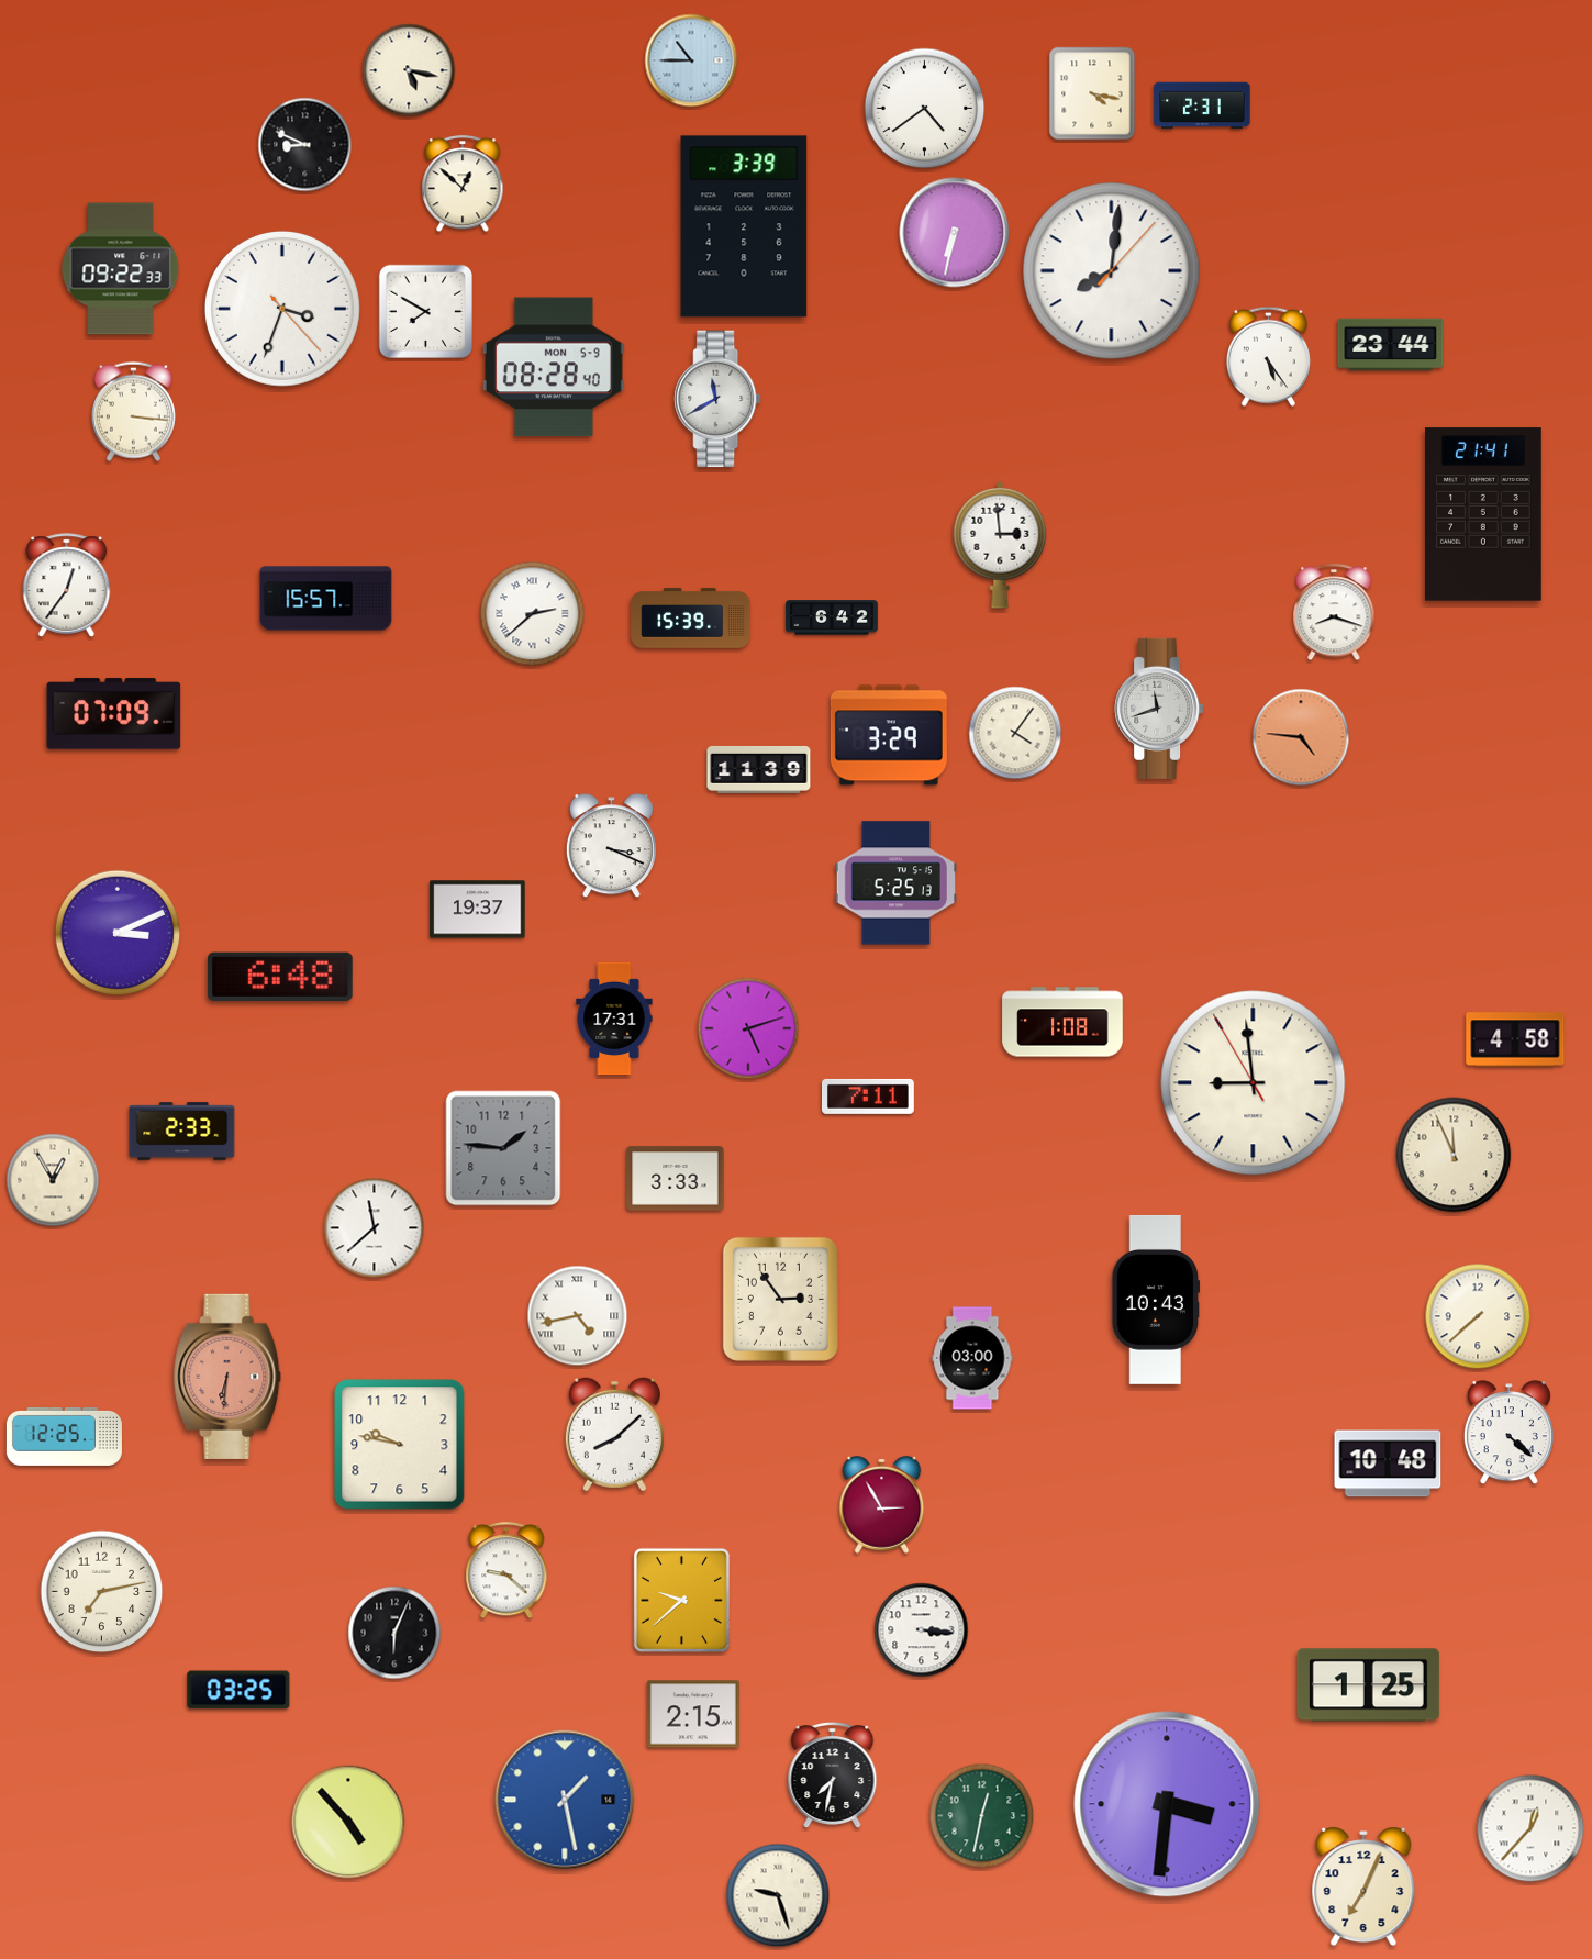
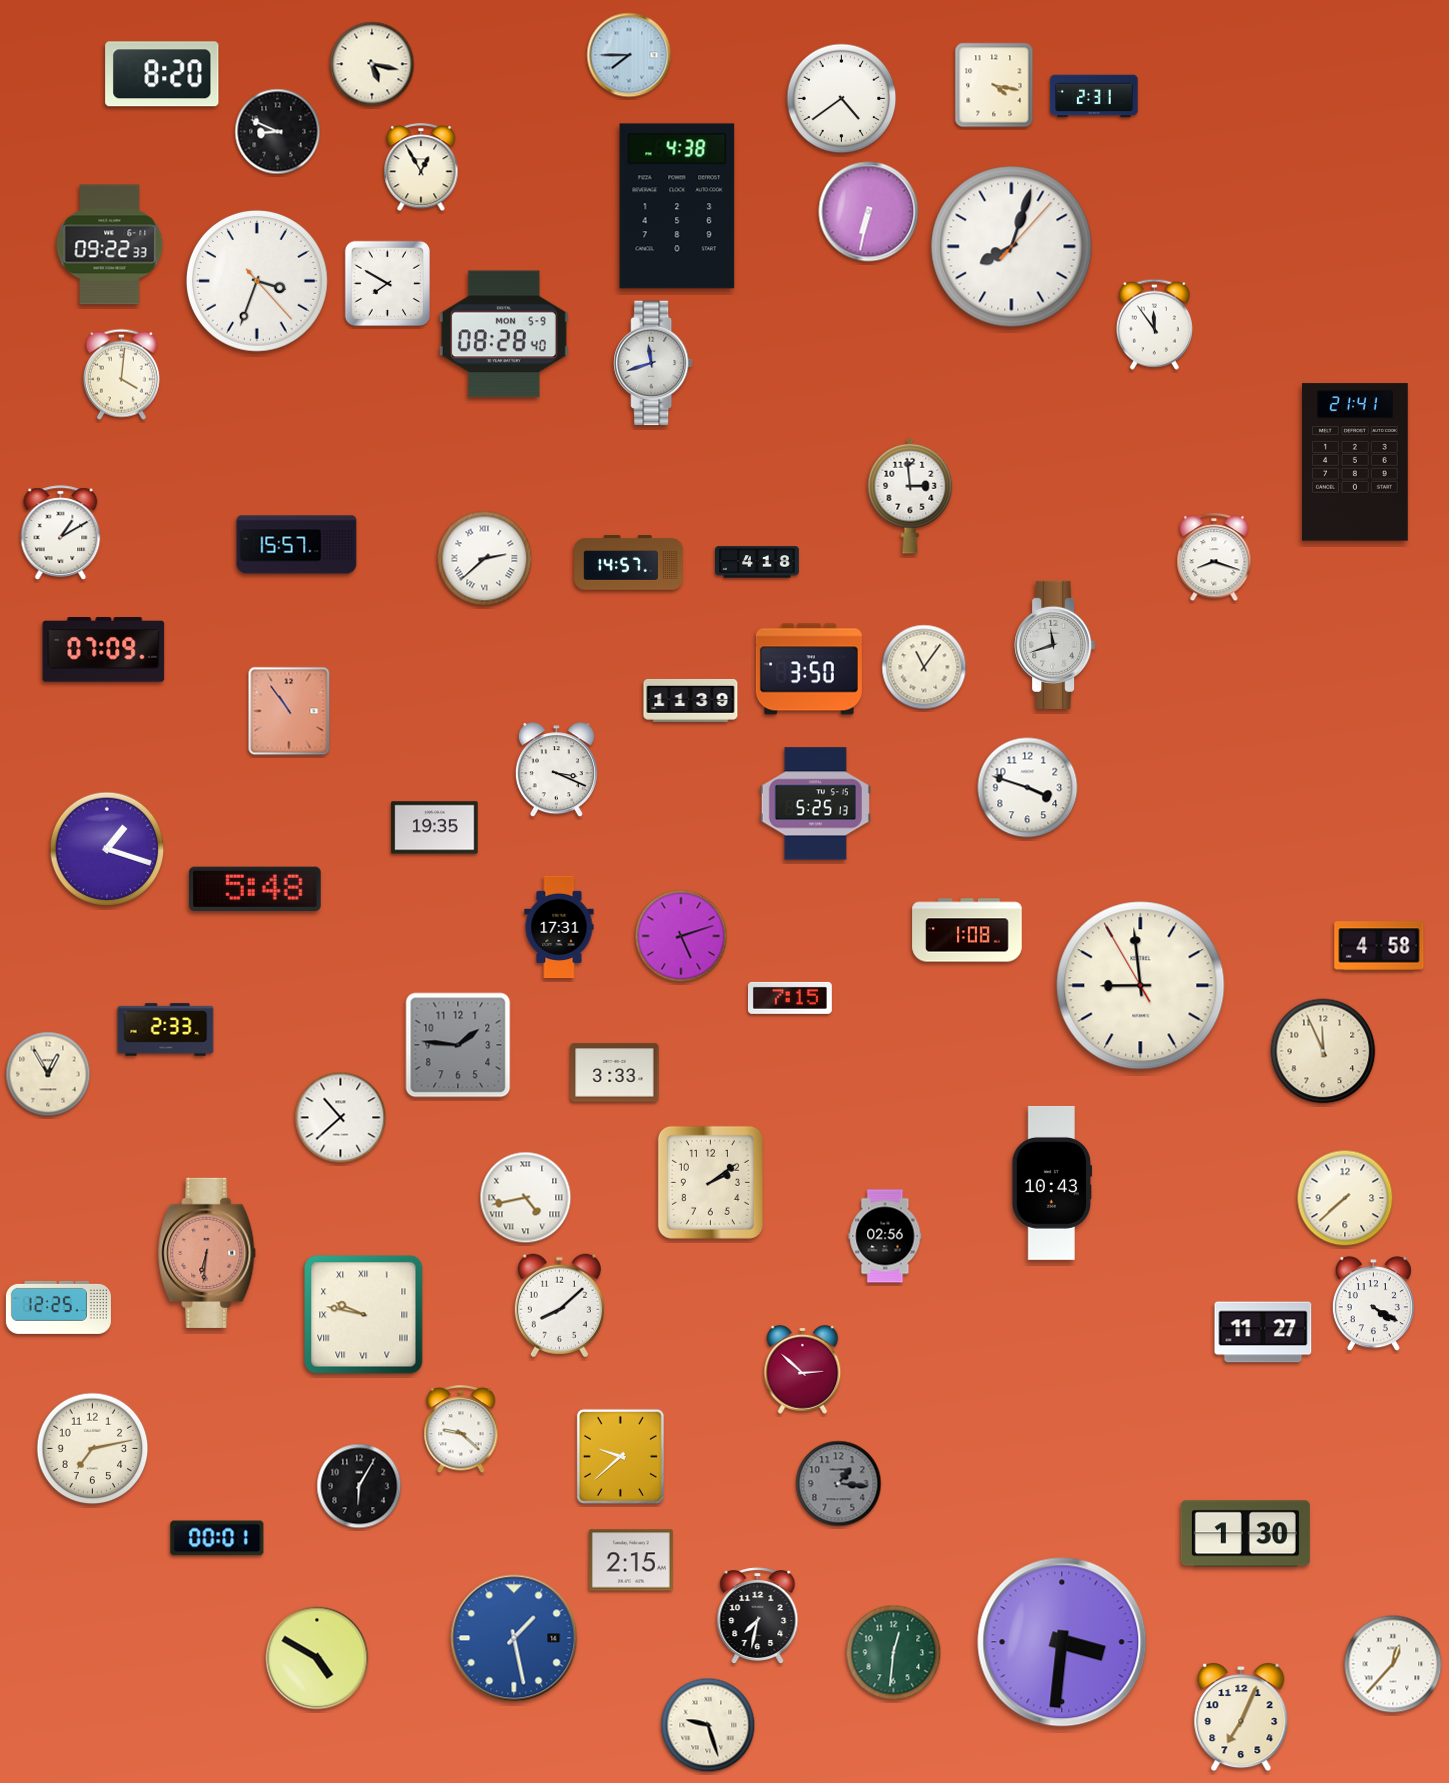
clock at (691, 60): 10:45 -> 7:45
clock at (162, 74): none -> 8:20
clock at (463, 185): 12:52 -> 12:55
clock at (744, 226): 3:39 -> 4:38
clock at (1112, 271): 8:01 -> 8:03
clock at (1391, 345): 23:44 -> none
clock at (1268, 356): 5:24 -> 11:54
clock at (717, 399): 11:40 -> 11:42
clock at (133, 411): 3:16 -> 4:01
clock at (1484, 514) position: (1484, 514) -> (1356, 462)
clock at (67, 586): 12:36 -> 1:10
clock at (833, 617): 6:42 -> 4:18
clock at (691, 619): 15:39 -> 14:57
clock at (1015, 733): 4:06 -> 11:06
clock at (889, 735): 3:29 -> 3:50
clock at (1301, 737): 4:46 -> none
clock at (289, 711): none -> 10:54
clock at (1028, 788): none -> 3:48
clock at (478, 910): 19:37 -> 19:35
clock at (118, 933): 3:11 -> 1:18
clock at (280, 977): 6:48 -> 5:48
clock at (868, 1097): 7:11 -> 7:15
clock at (375, 1228): 11:38 -> 10:38
clock at (780, 1299): 2:54 -> 2:09
clock at (972, 1358): 03:00 -> 02:56
clock at (1508, 1433): 4:22 -> 4:20
clock at (400, 1445) numerals: Arabic -> Roman
clock at (1388, 1463): 10:48 -> 11:27
clock at (882, 1504): 2:55 -> 2:52
clock at (922, 1630): 3:16 -> 1:16
clock at (922, 1630) dial: white -> grey
clock at (394, 1633): 6:04 -> 6:05
clock at (1368, 1685): 1:25 -> 1:30
clock at (238, 1690): 03:25 -> 00:01
clock at (982, 1816): 12:32 -> 12:31
clock at (348, 1822): 4:53 -> 4:50
